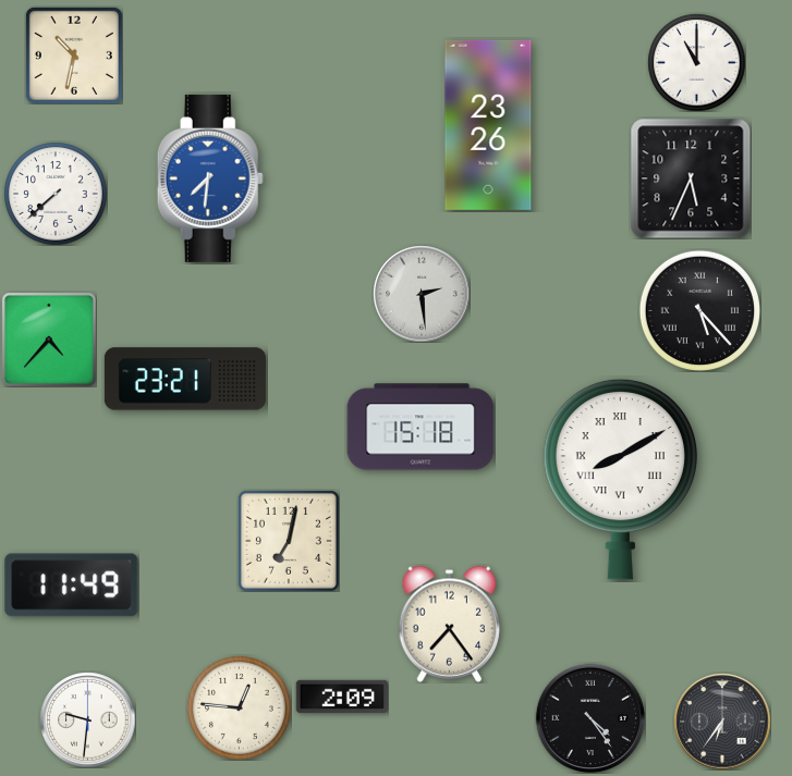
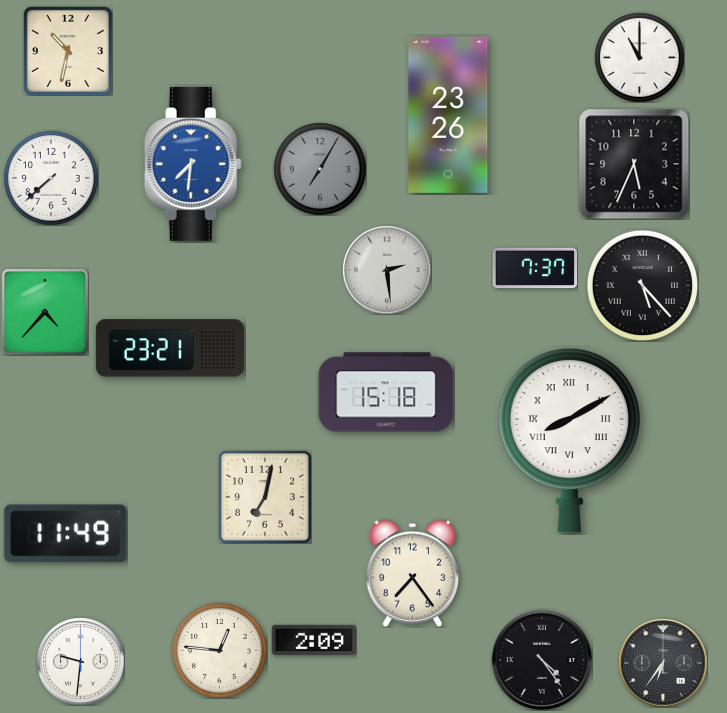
clock at (320, 169): none -> 7:05
clock at (535, 268): none -> 7:37
clock at (72, 586) position: (72, 586) -> (66, 534)
